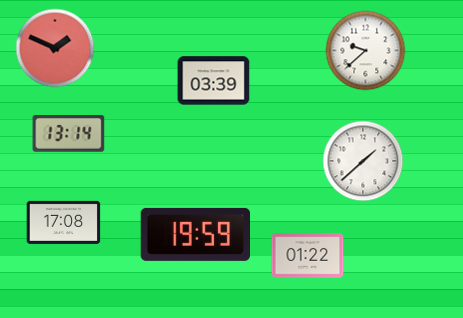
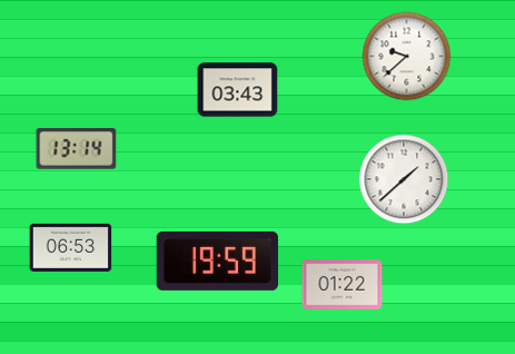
clock at (55, 48): 1:49 -> none
clock at (214, 81): 03:39 -> 03:43
clock at (64, 222): 17:08 -> 06:53
